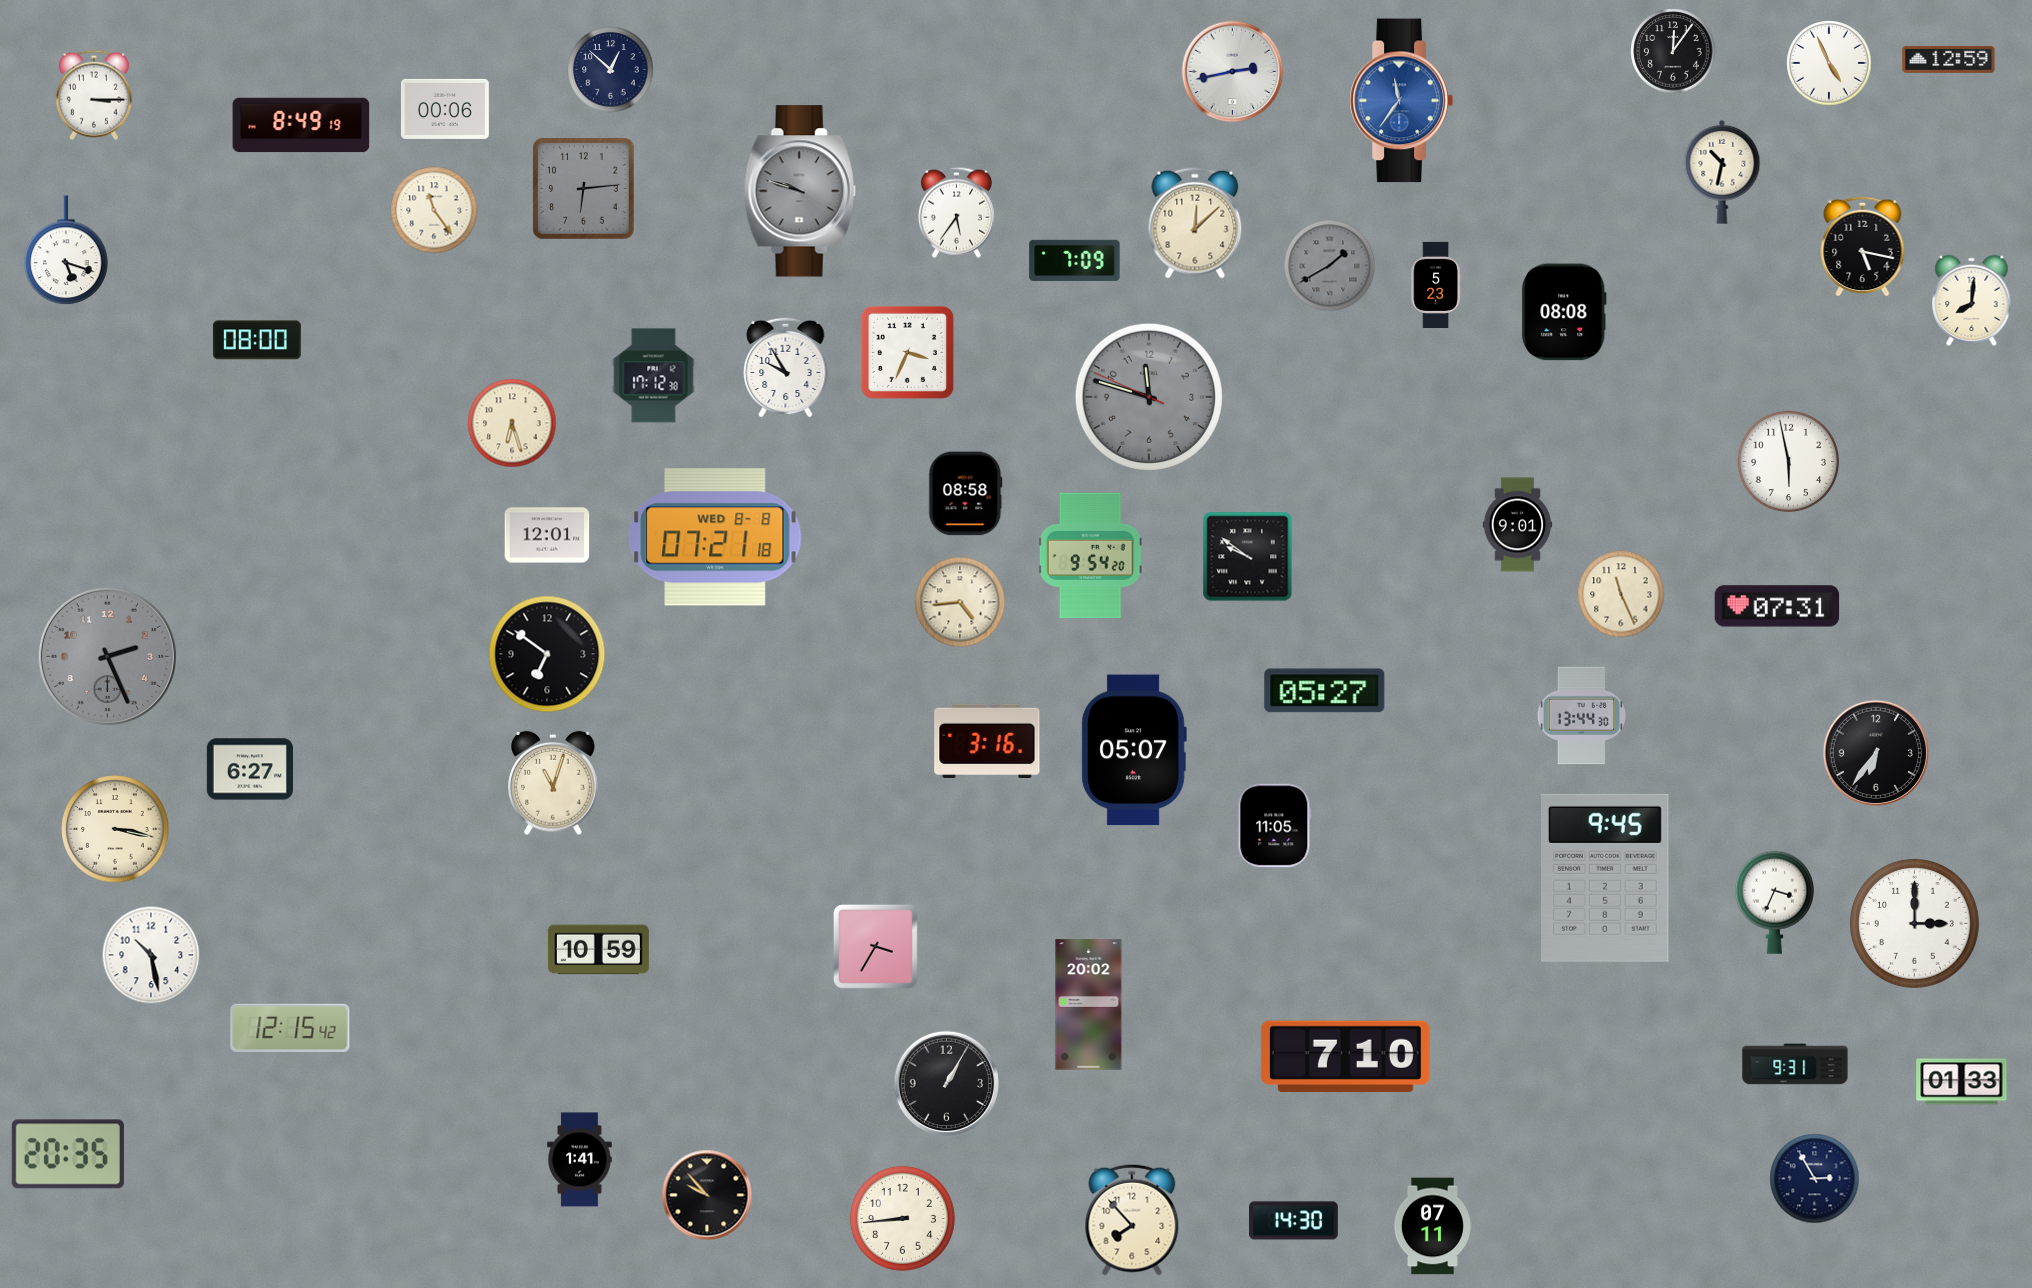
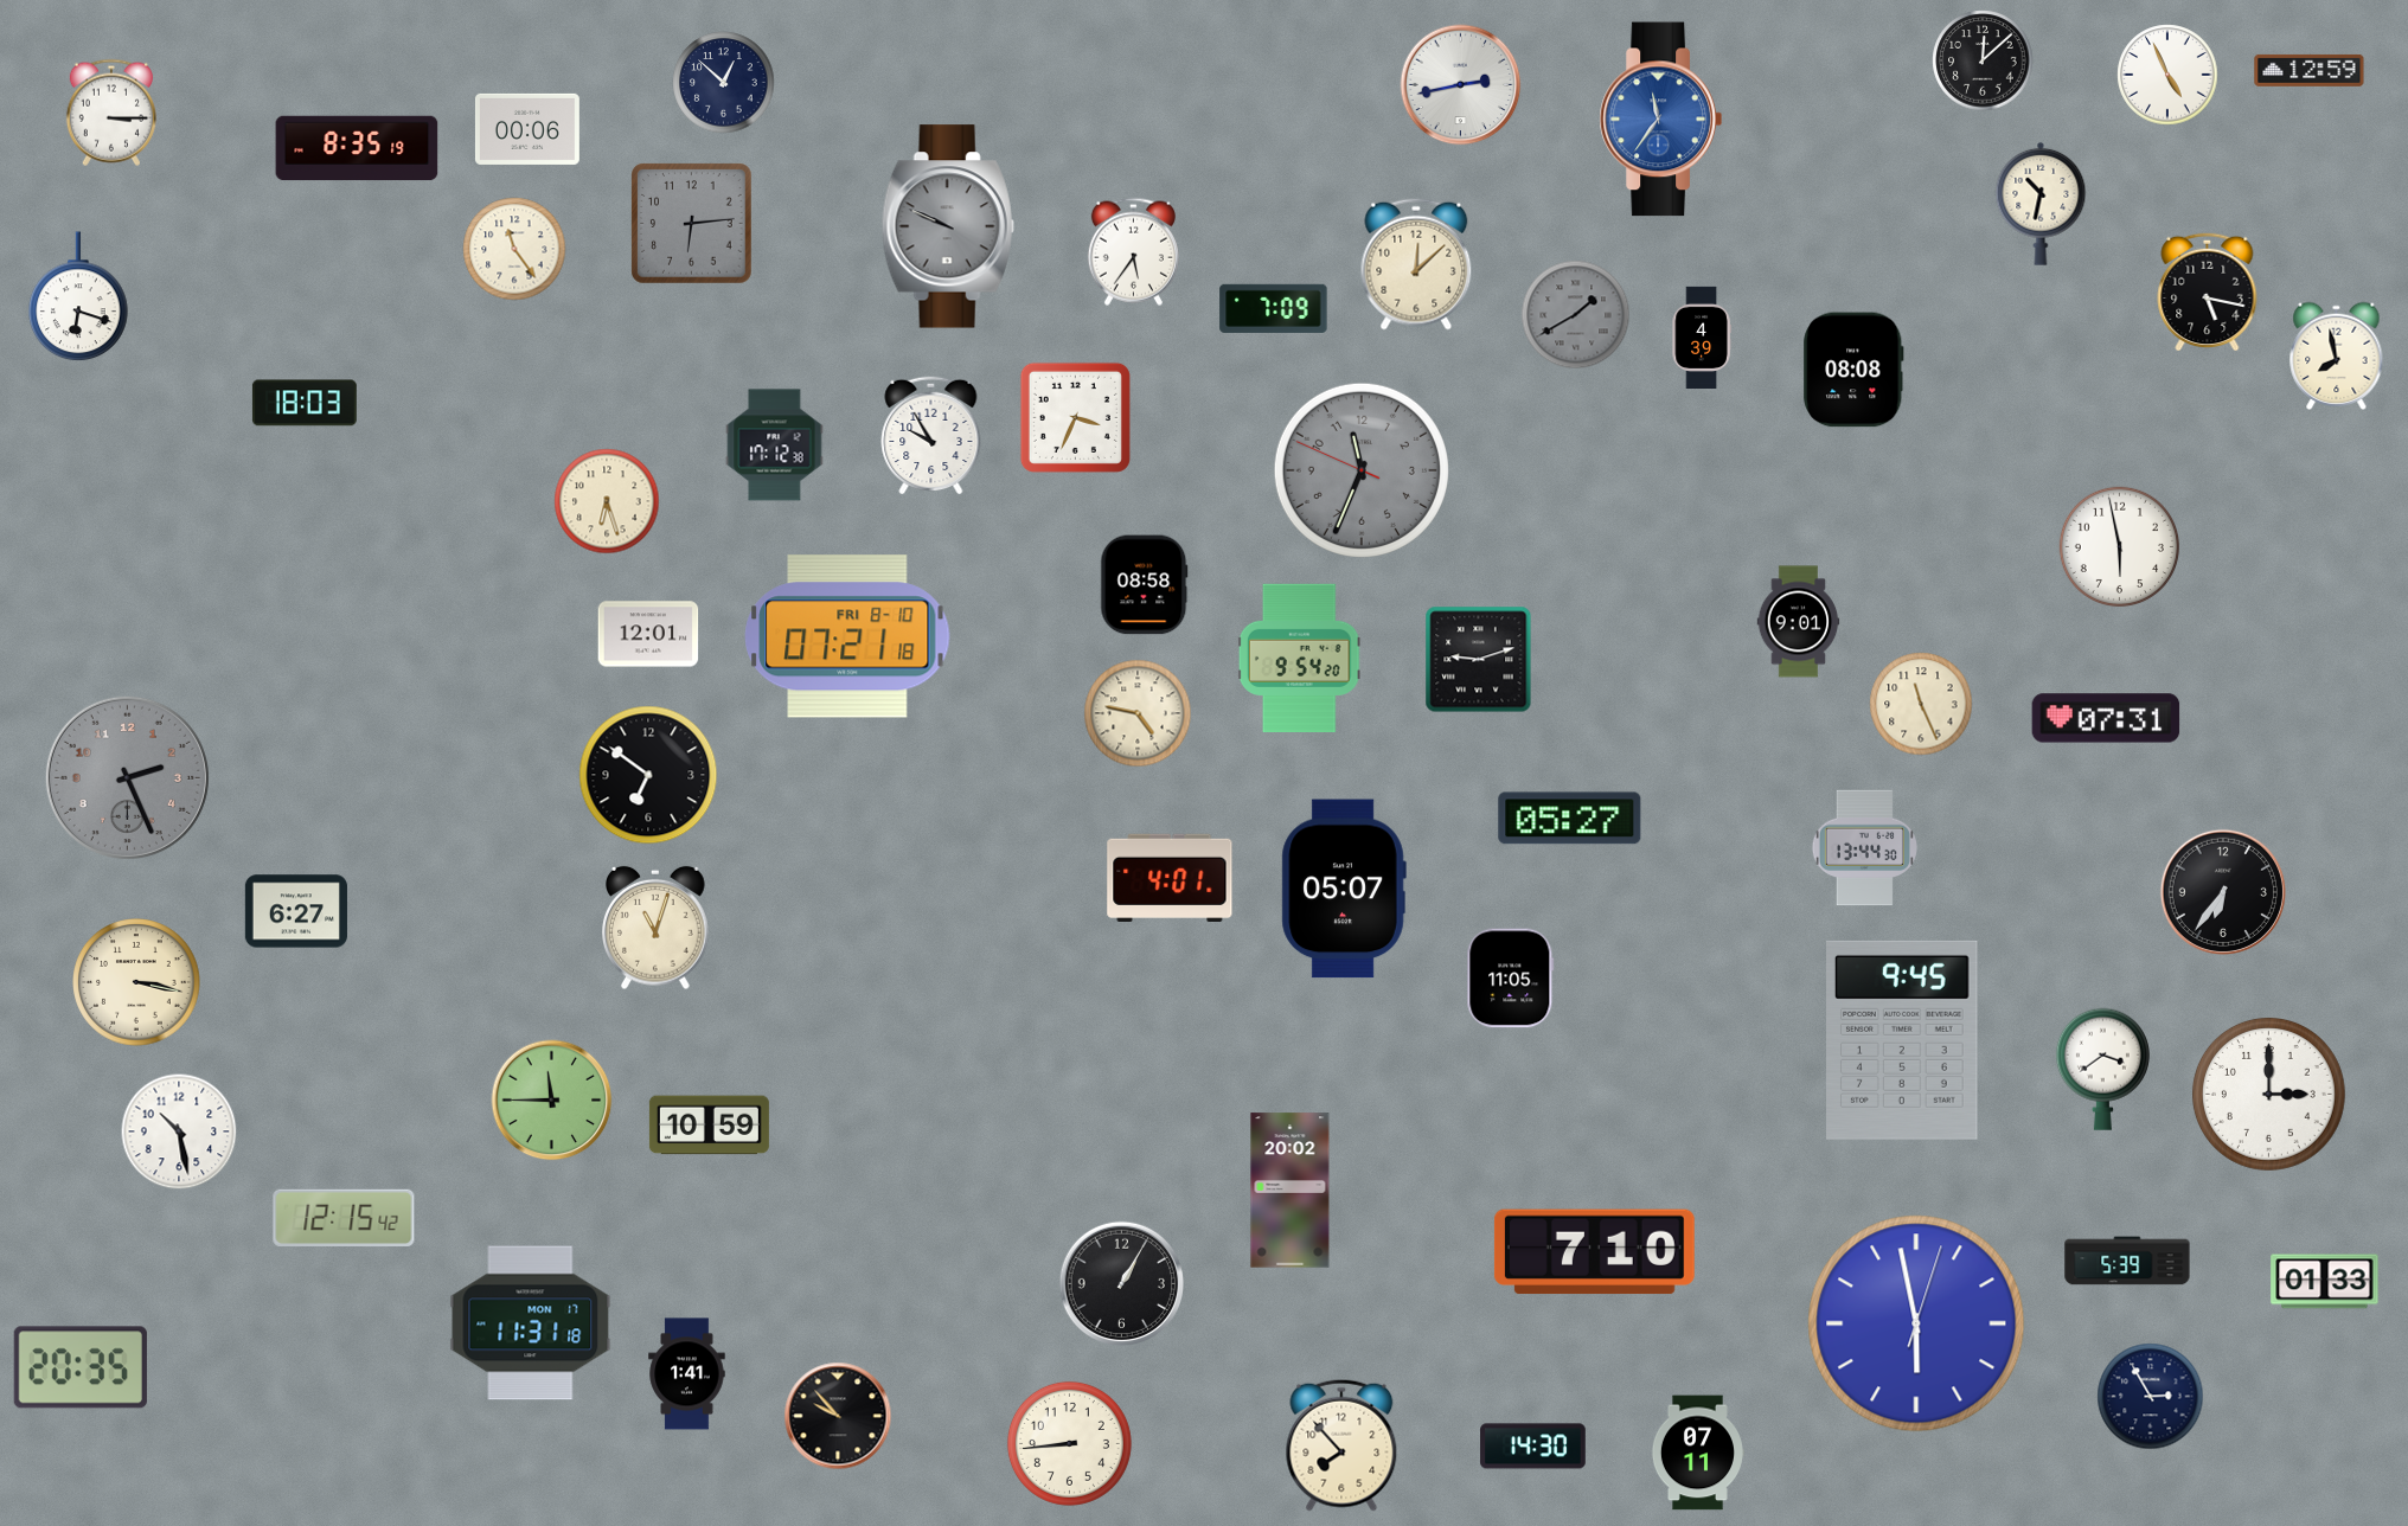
clock at (1673, 51): 12:06 -> 12:08
clock at (301, 125): 8:49 -> 8:35
clock at (800, 191): 9:48 -> 9:49
clock at (66, 251): 5:18 -> 6:18
clock at (1436, 284): 5:23 -> 4:39
clock at (1972, 300): 8:01 -> 7:58
clock at (257, 340): 08:00 -> 18:03
clock at (1149, 397): 11:47 -> 11:33
clock at (715, 537) date: WED 8-8 -> FRI 8-10
clock at (1090, 556) position: (1090, 556) -> (1299, 659)
clock at (1248, 557): 9:51 -> 9:12
clock at (960, 602): 4:44 -> 4:47
clock at (1581, 716) position: (1581, 716) -> (1864, 848)
clock at (987, 740): 3:16 -> 4:01
clock at (1774, 902): 3:34 -> 3:39
clock at (552, 1101): none -> 11:45
clock at (875, 946): 3:35 -> none
clock at (1795, 1064): 9:31 -> 5:39
clock at (531, 1323): none -> 11:31
clock at (1916, 1323): none -> 5:58
